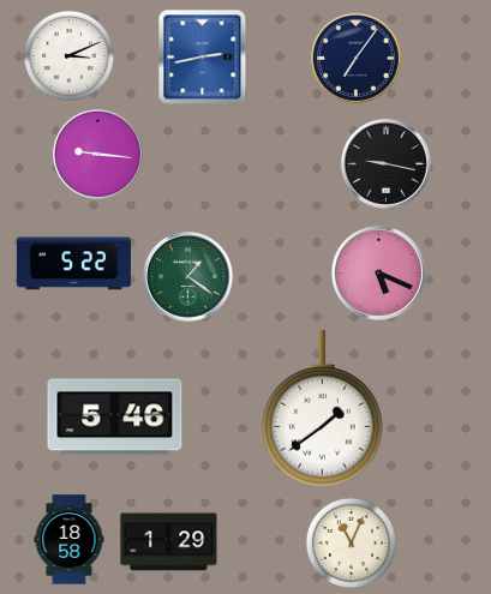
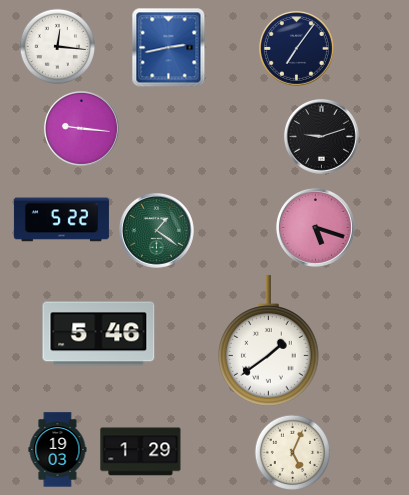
clock at (70, 56): 3:11 -> 12:16
clock at (385, 163): 9:17 -> 9:12
clock at (378, 272): 5:19 -> 5:18
clock at (115, 418) position: (115, 418) -> (99, 334)
clock at (70, 540): 18:58 -> 19:03
clock at (352, 544): 11:04 -> 5:04
